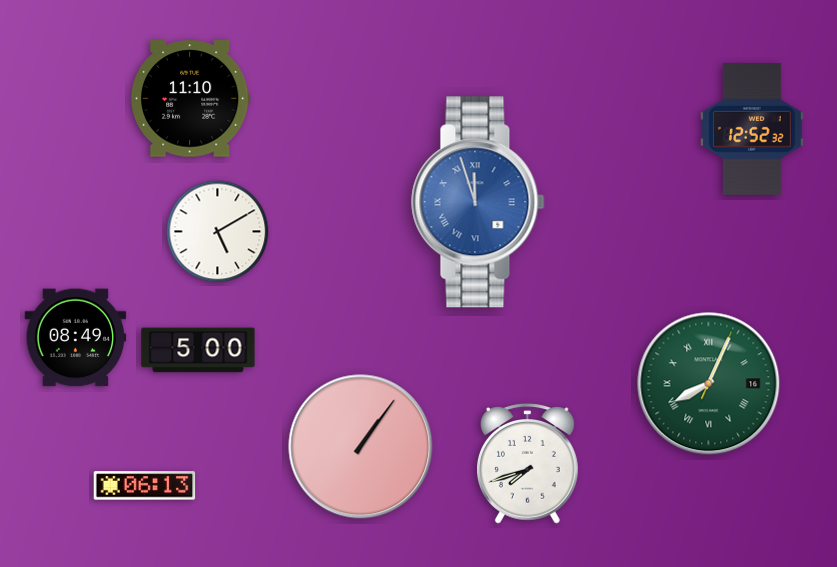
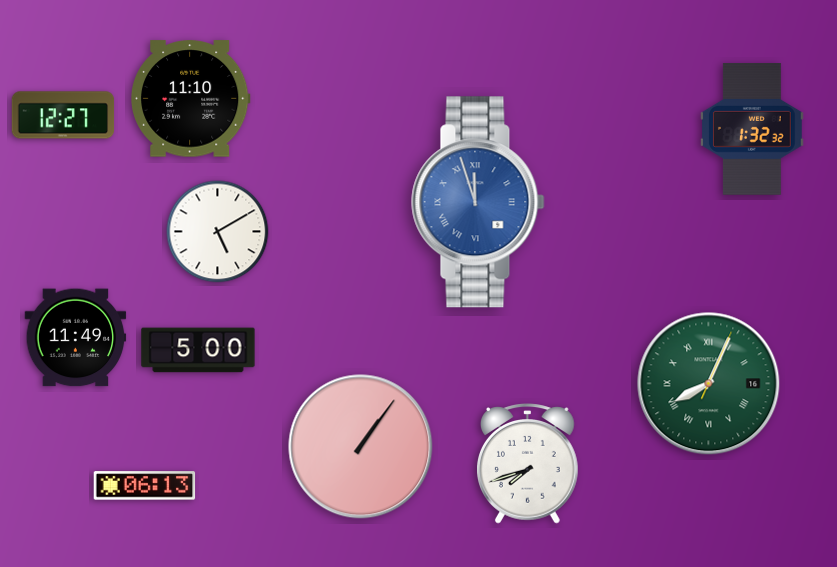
clock at (63, 115): none -> 12:27
clock at (753, 130): 12:52 -> 1:32
clock at (76, 338): 08:49 -> 11:49
